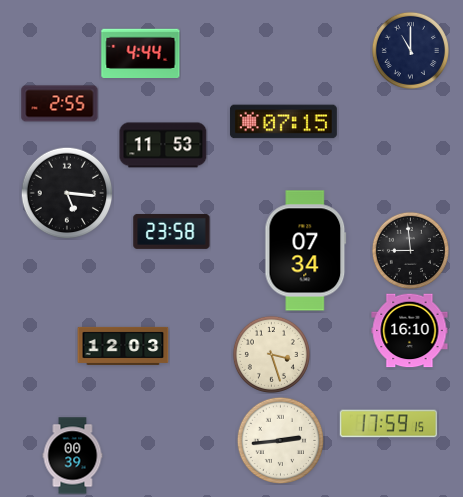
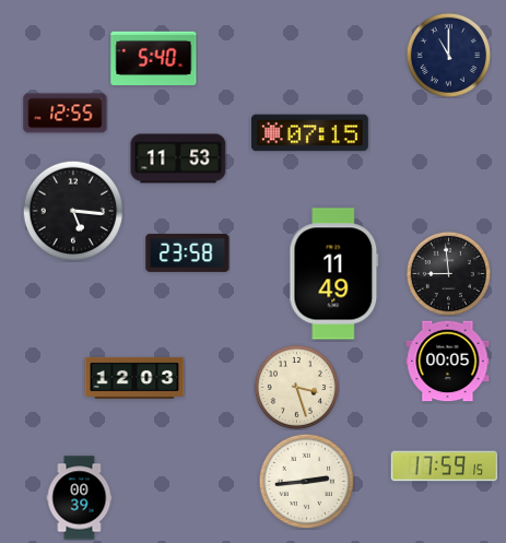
clock at (141, 53): 4:44 -> 5:40
clock at (60, 104): 2:55 -> 12:55
clock at (306, 251): 07:34 -> 11:49
clock at (410, 331): 16:10 -> 00:05
clock at (389, 424) position: (389, 424) -> (445, 467)
